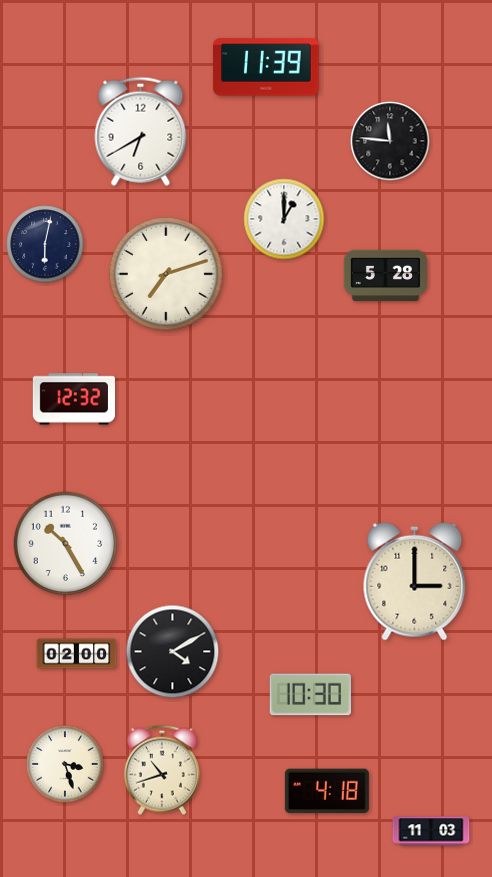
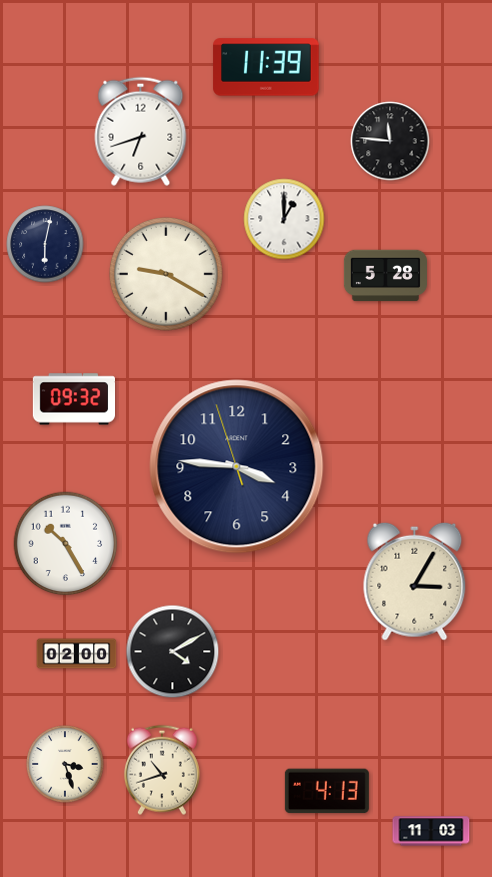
clock at (141, 131): 6:40 -> 6:42
clock at (166, 274): 7:12 -> 9:20
clock at (73, 399): 12:32 -> 09:32
clock at (237, 467): none -> 3:45
clock at (415, 581): 3:00 -> 3:05
clock at (310, 695): 10:30 -> none
clock at (327, 791): 4:18 -> 4:13
